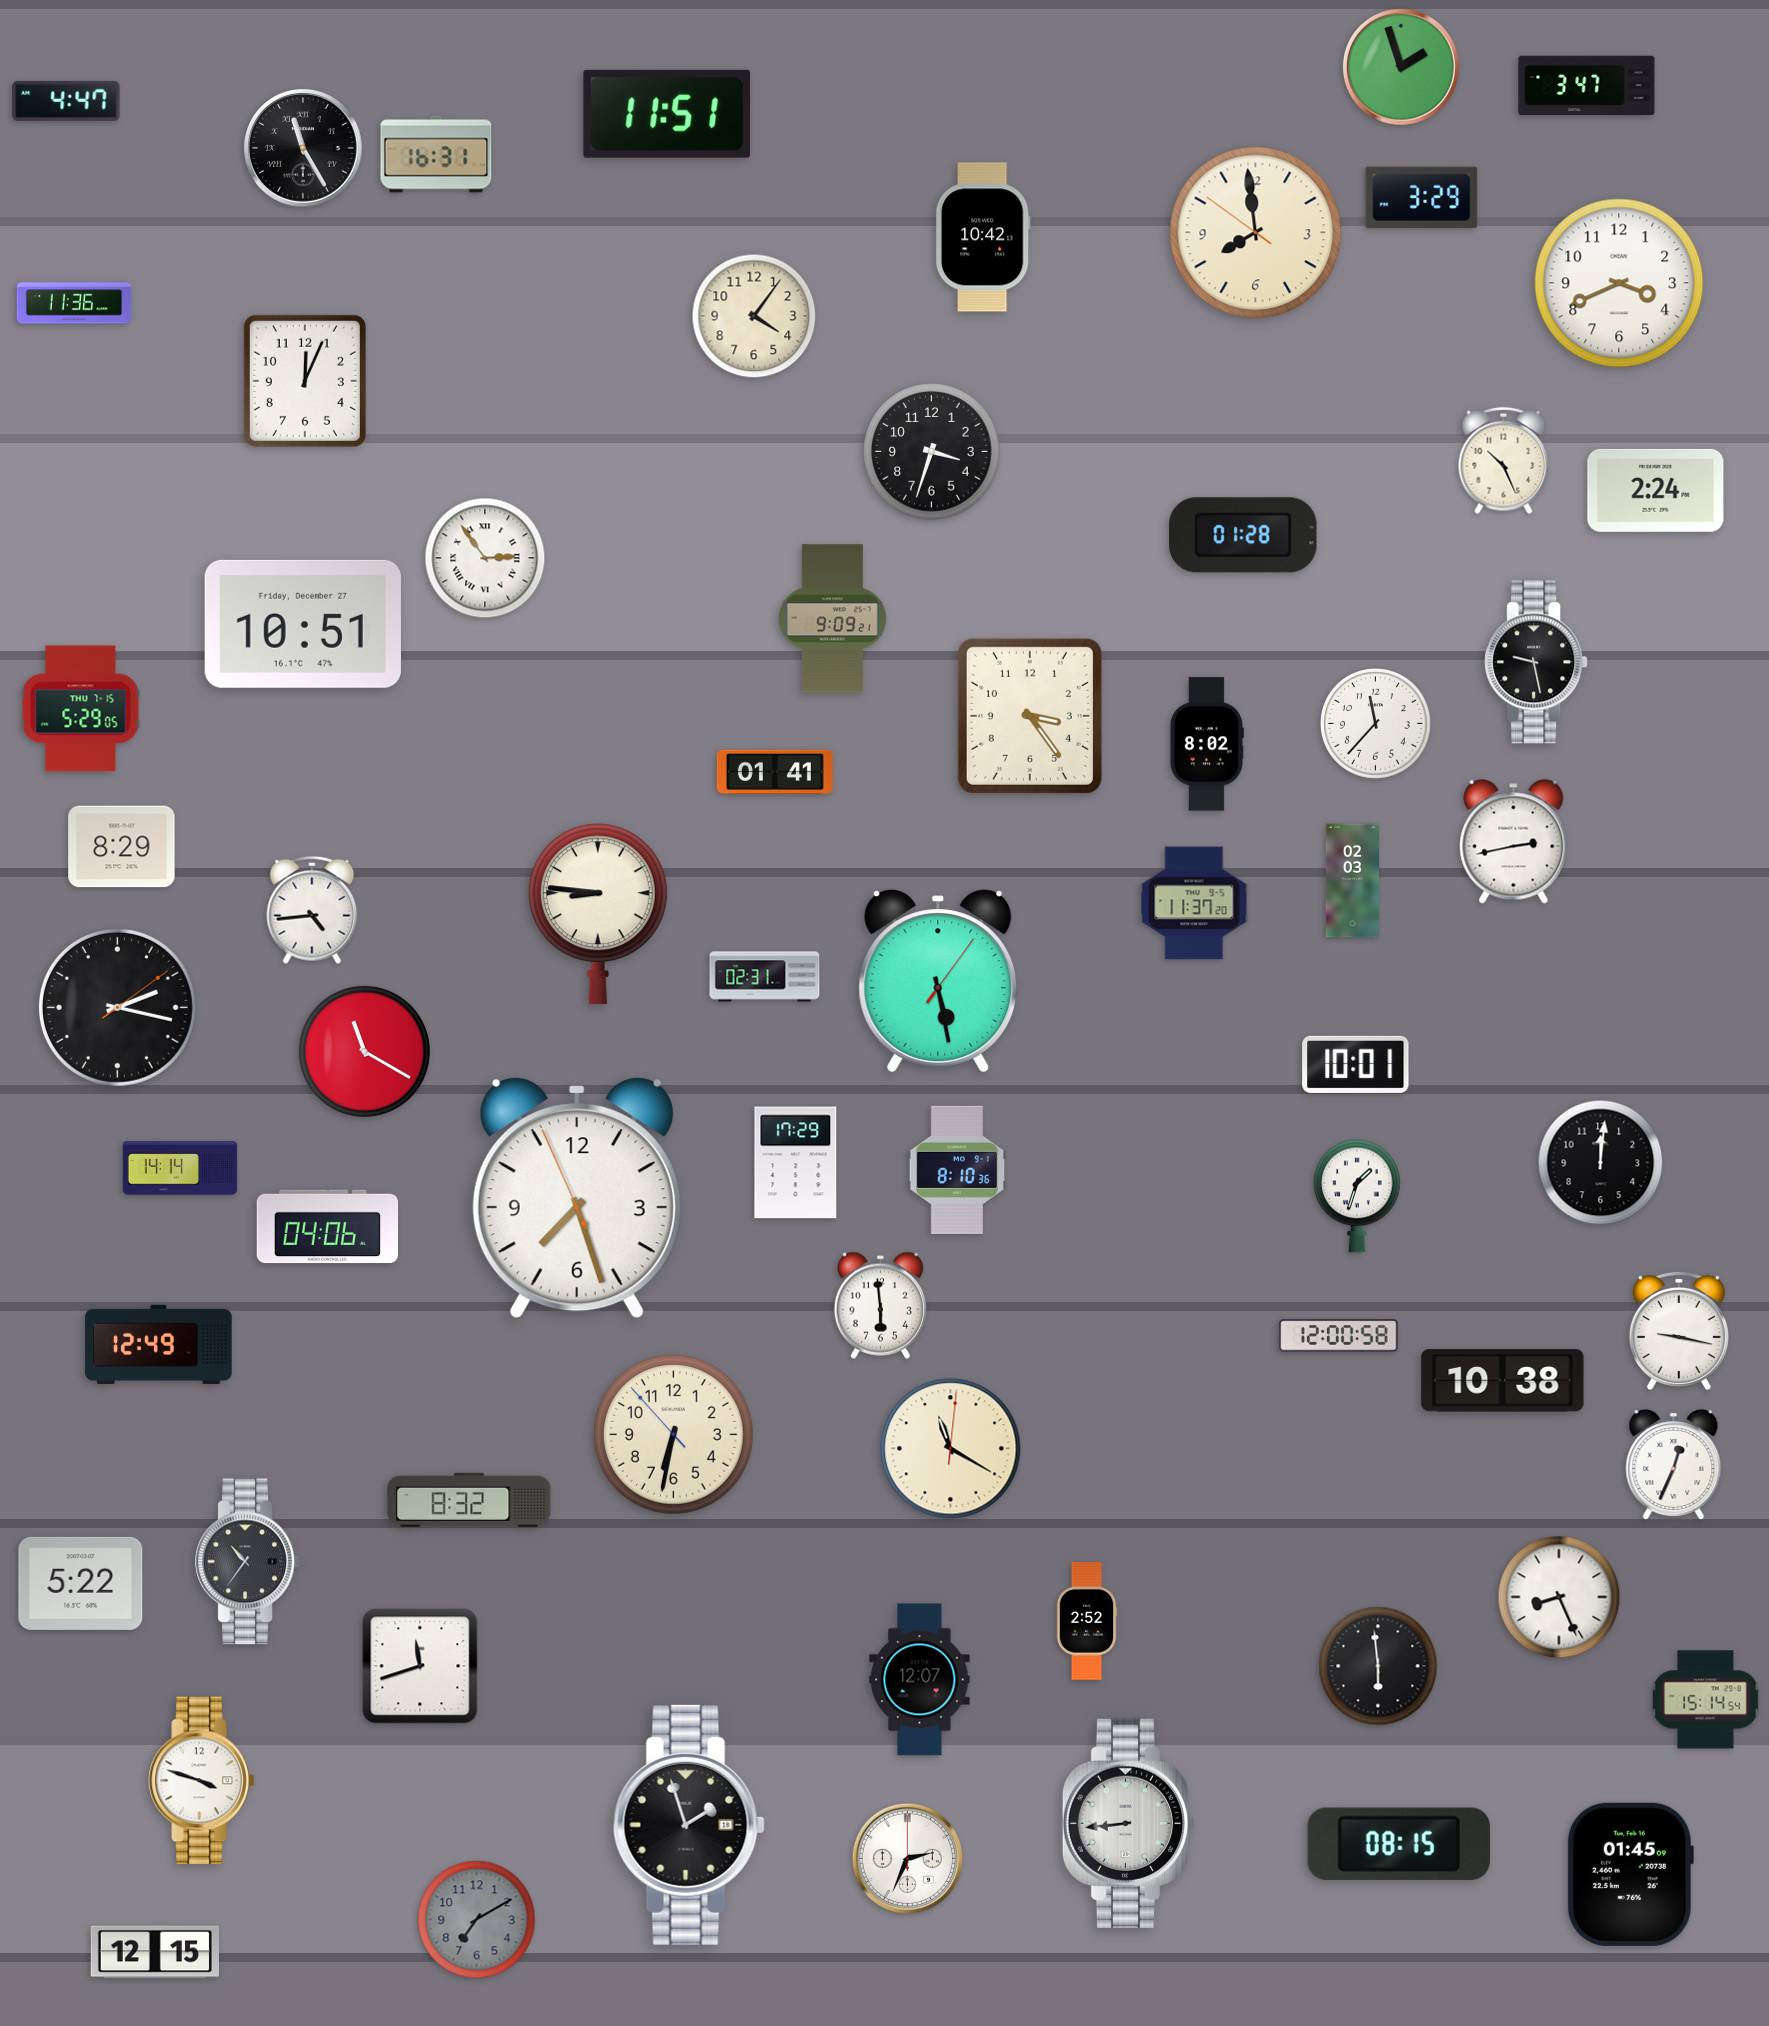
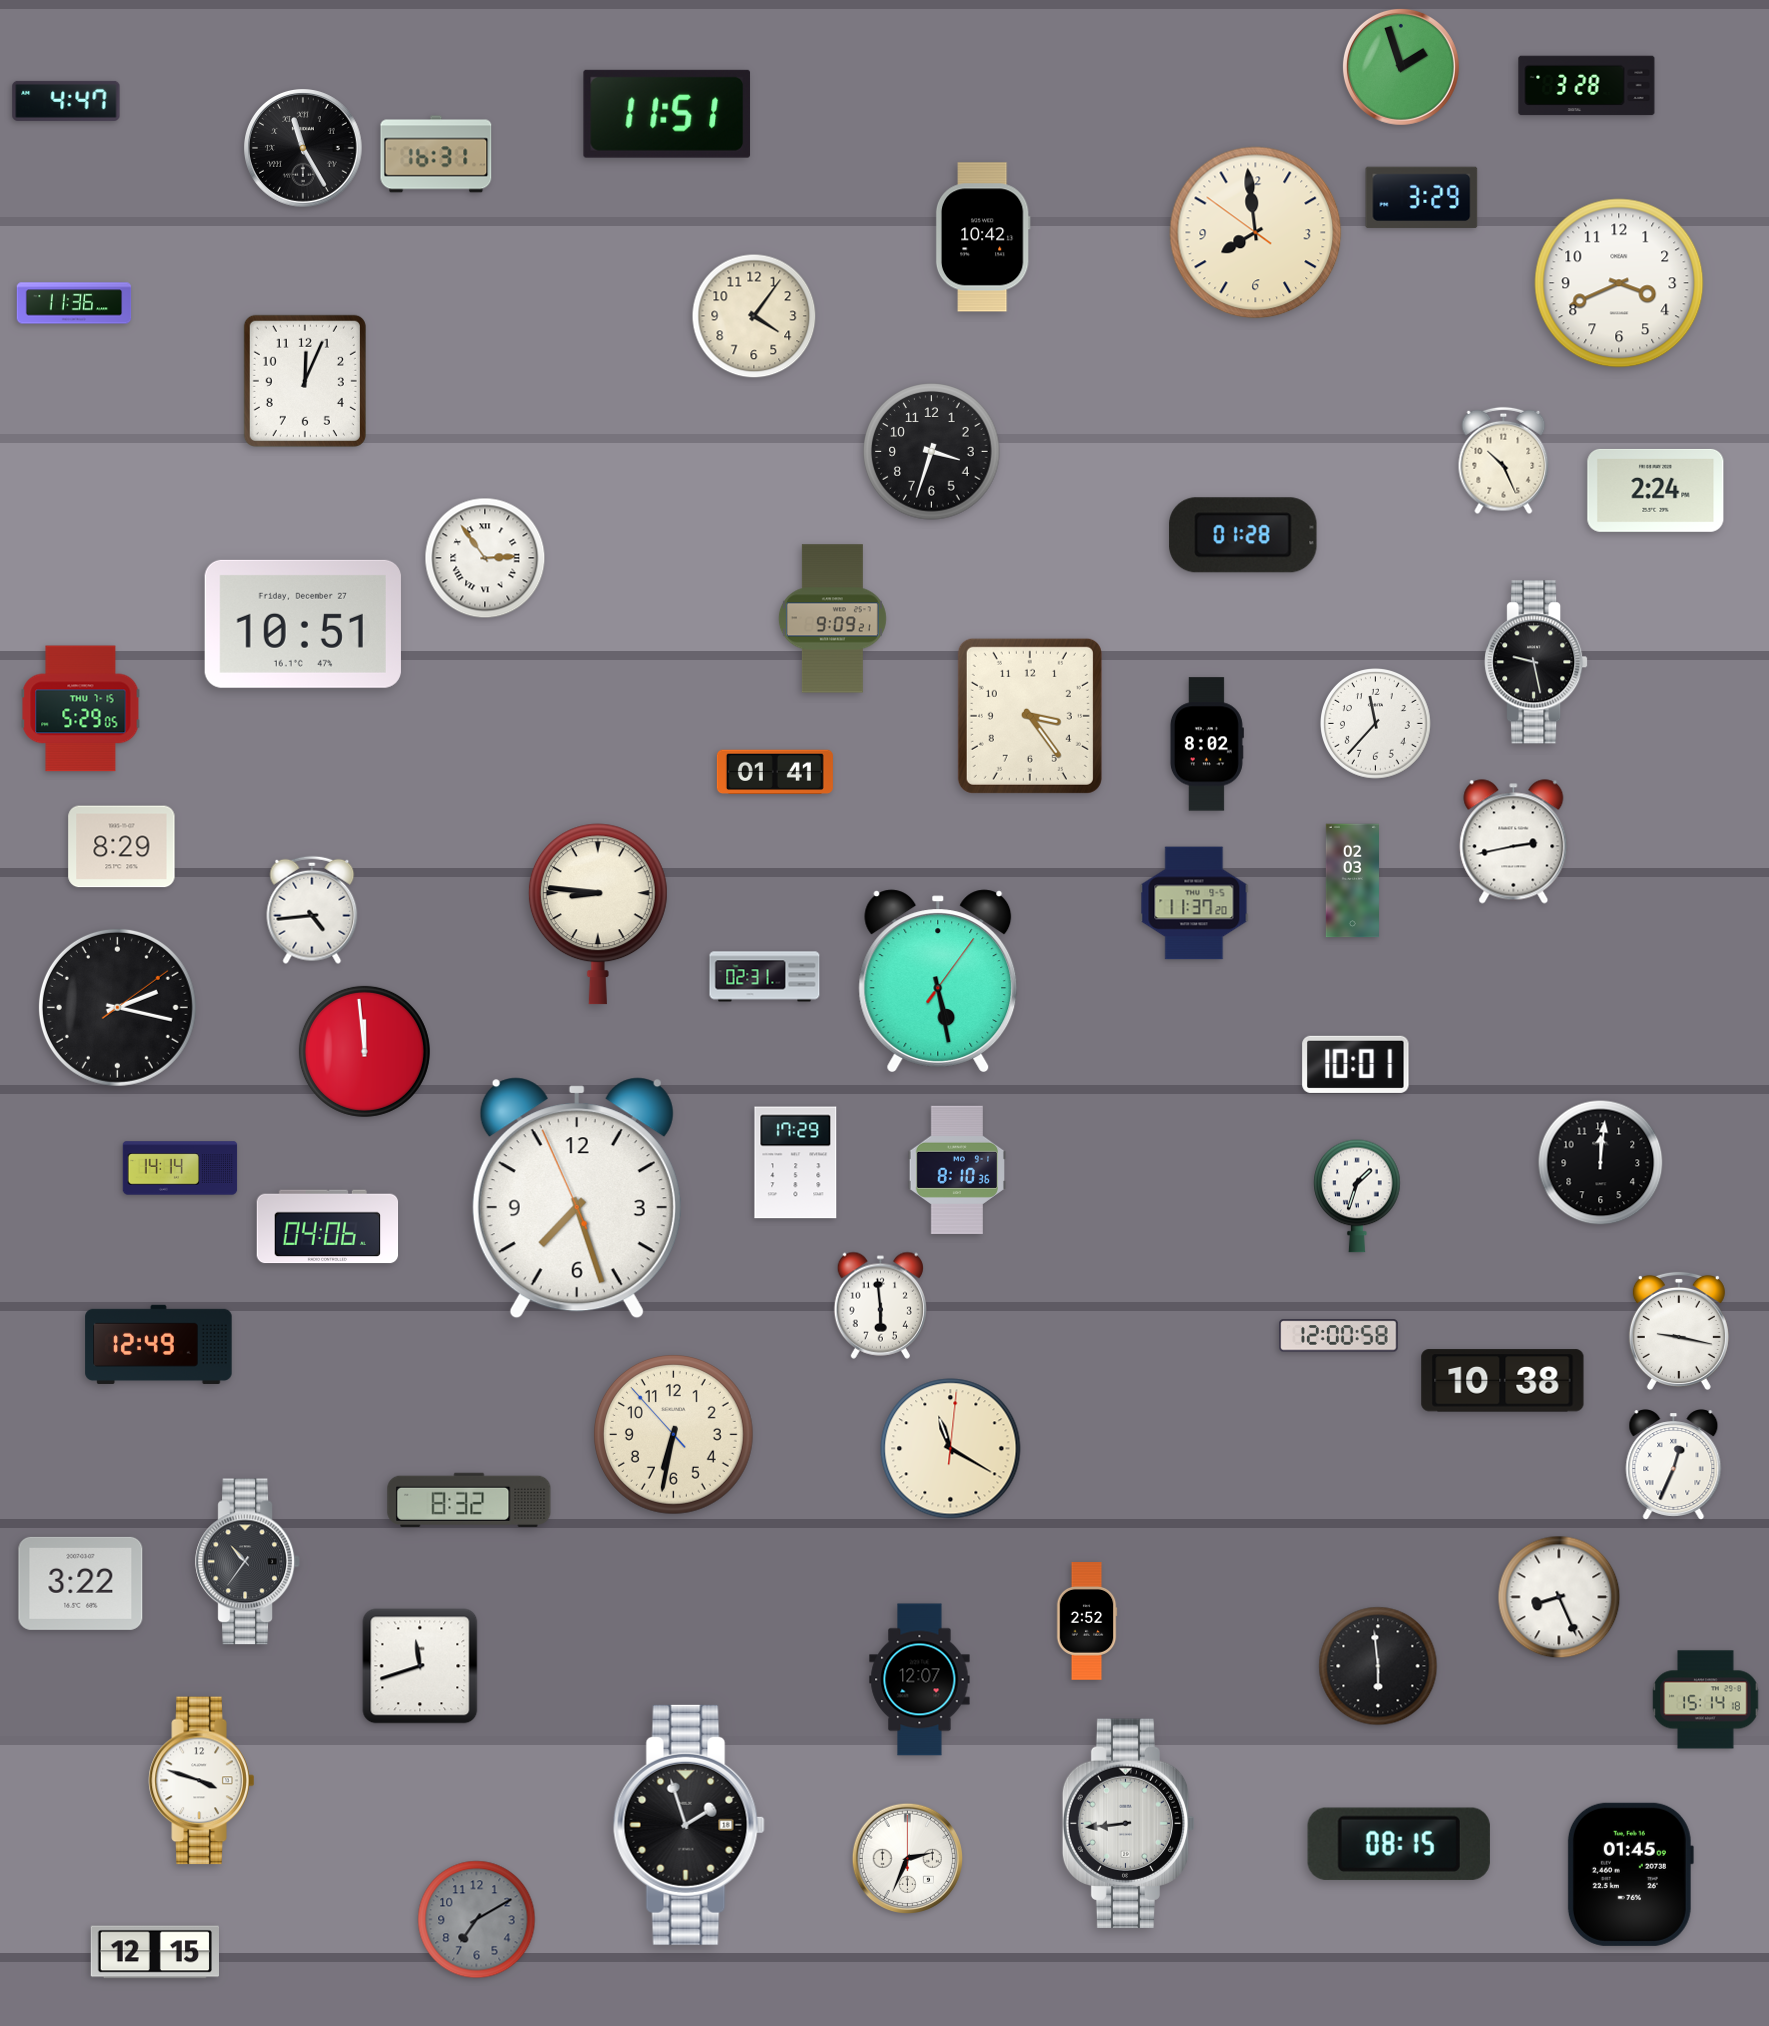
clock at (1587, 86): 3:47 -> 3:28
clock at (364, 1051): 11:20 -> 11:59
clock at (81, 1583): 5:22 -> 3:22
clock at (1706, 1700): 15:14:54 -> 15:14:18
